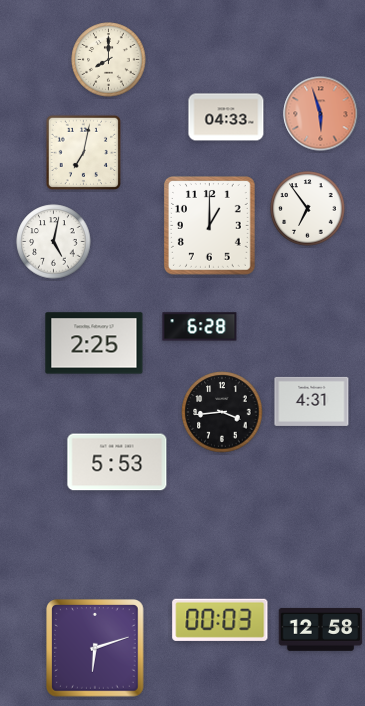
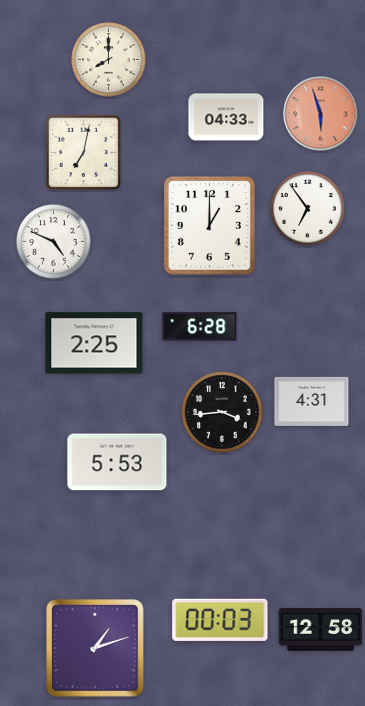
clock at (54, 242): 5:02 -> 4:49
clock at (96, 649): 6:12 -> 1:12
